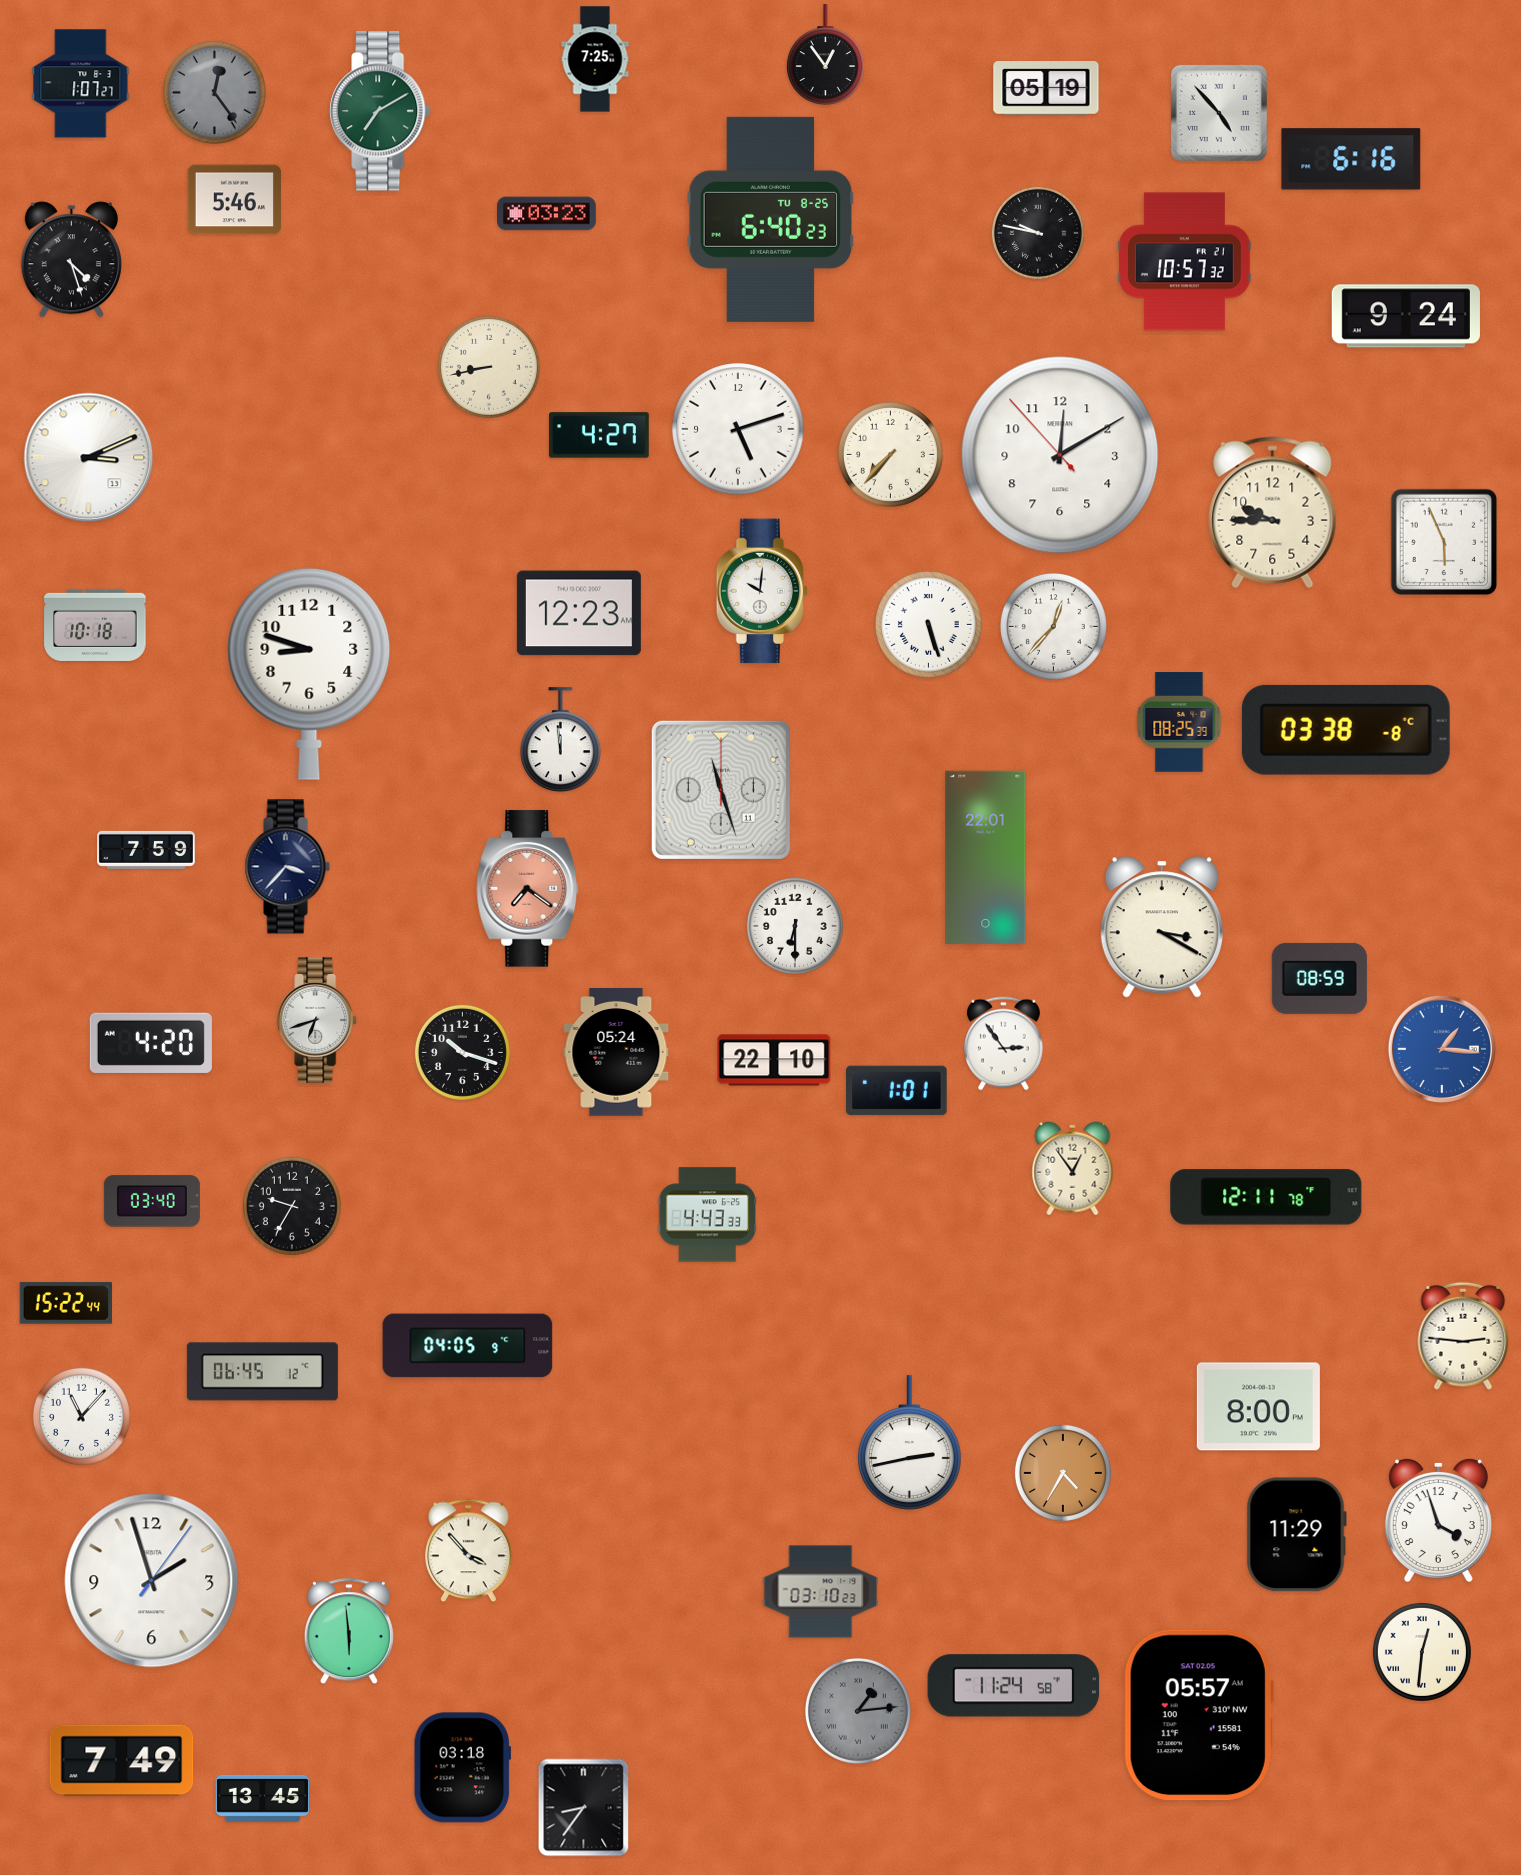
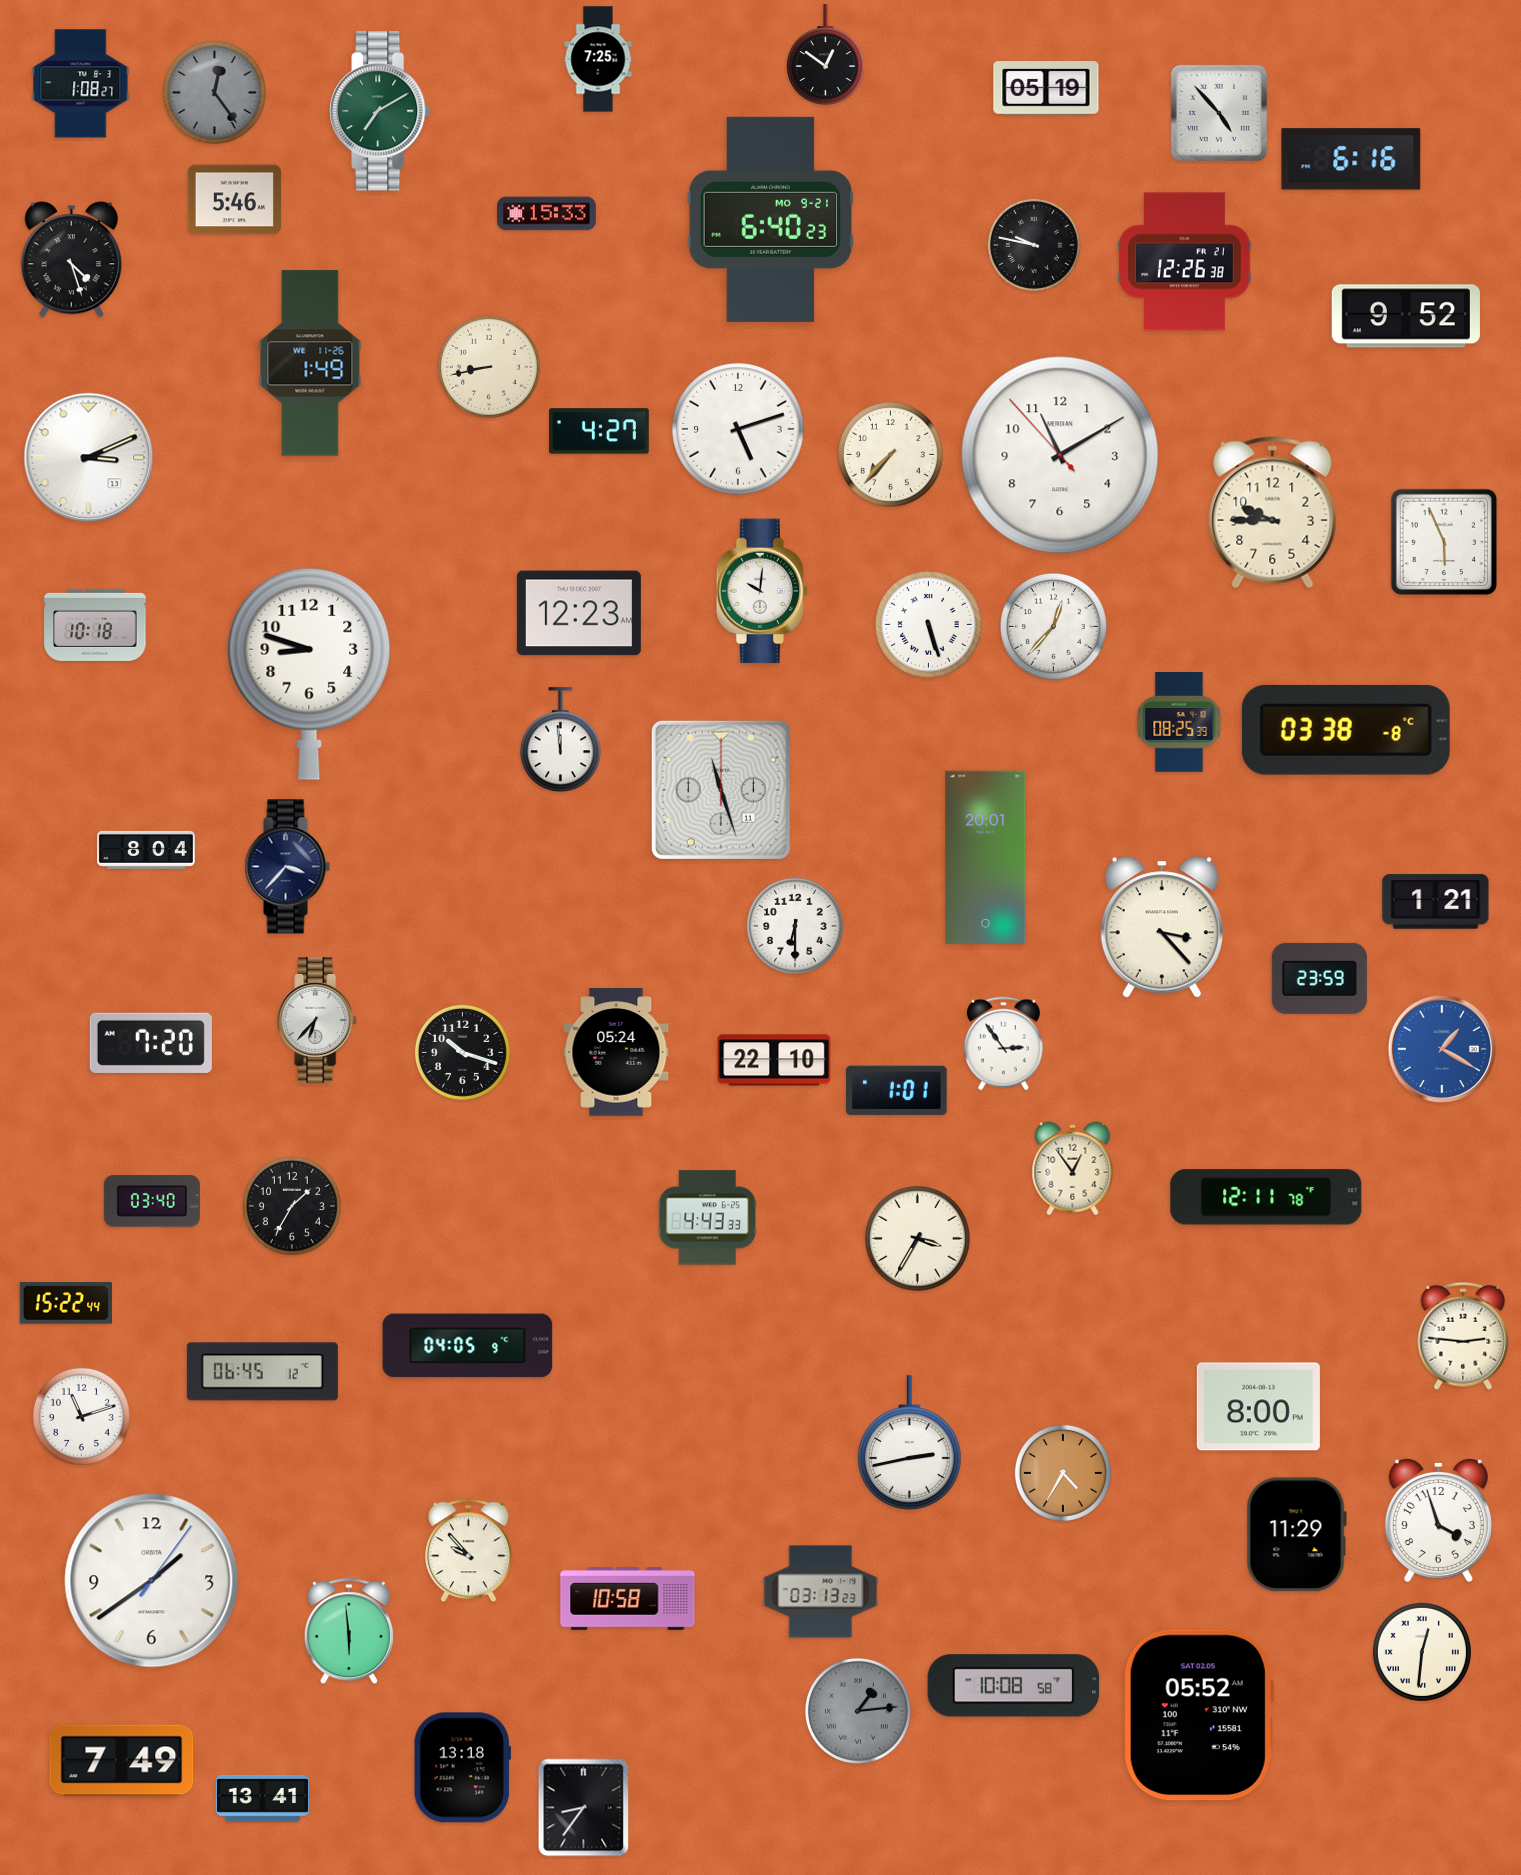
clock at (825, 54): 12:54 -> 12:51
clock at (595, 59) position: (595, 59) -> (598, 59)
clock at (81, 84): 1:07 -> 1:08
clock at (547, 214): 03:23 -> 15:33
clock at (771, 219) date: TU 8-25 -> MO 9-21
clock at (1038, 233) position: (1038, 233) -> (1034, 245)
clock at (1185, 262): 10:57 -> 12:26
clock at (1406, 316): 9:24 -> 9:52
clock at (310, 363): none -> 1:49
clock at (599, 435) position: (599, 435) -> (599, 431)
clock at (1060, 455): 12:09 -> 11:09
clock at (147, 850): 7:59 -> 8:04
clock at (986, 858): 22:01 -> 20:01
clock at (528, 889): 7:21 -> none
clock at (1436, 902): none -> 1:21
clock at (1162, 927): 3:20 -> 3:23
clock at (1319, 978): 08:59 -> 23:59
clock at (318, 1020): 6:42 -> 6:37
clock at (151, 1043): 4:20 -> 7:20
clock at (1441, 1048): 1:16 -> 1:20
clock at (292, 1206): 9:35 -> 1:35
clock at (707, 1215) position: (707, 1215) -> (707, 1218)
clock at (917, 1238): none -> 3:35
clock at (81, 1416): 11:07 -> 11:12
clock at (469, 1551): 3:53 -> 9:53
clock at (152, 1581): 1:57 -> 1:39
clock at (821, 1592): 03:10 -> 03:13
clock at (628, 1599): none -> 10:58
clock at (1014, 1686): 11:24 -> 10:08
clock at (1199, 1715): 05:57 -> 05:52
clock at (462, 1768): 03:18 -> 13:18
clock at (262, 1798): 13:45 -> 13:41
